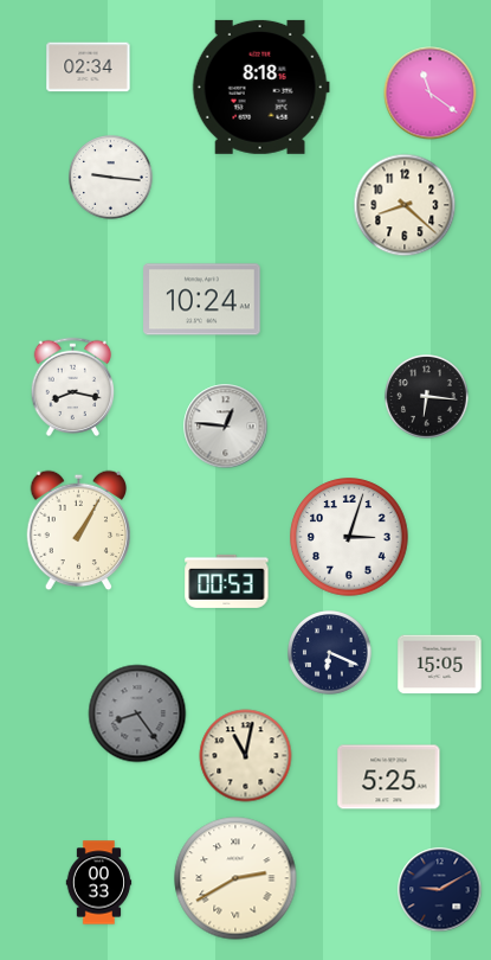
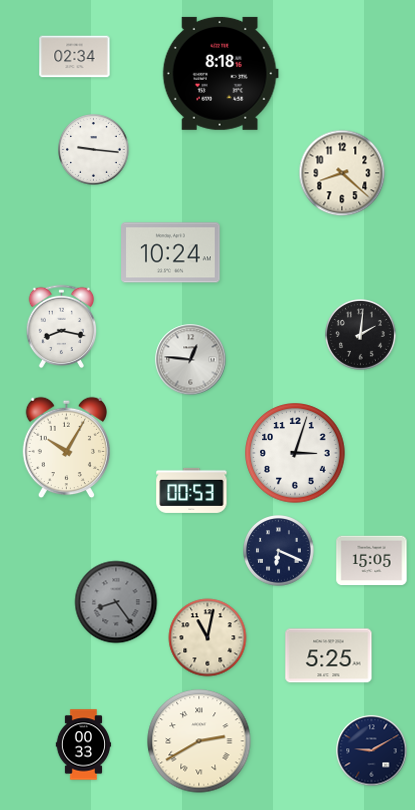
clock at (431, 94): 11:21 -> none
clock at (427, 397): 6:16 -> 2:01
clock at (79, 531): 1:05 -> 10:05
